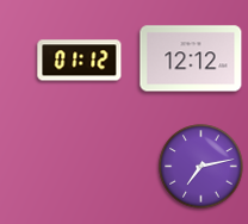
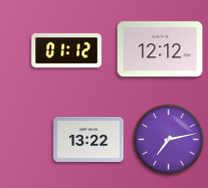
clock at (89, 139): none -> 13:22
